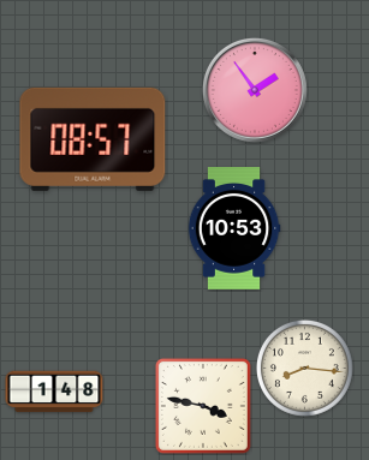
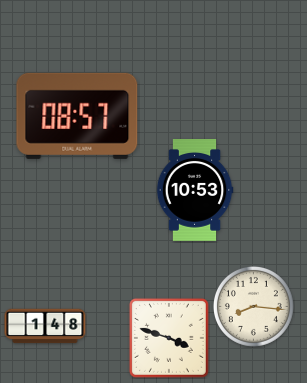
clock at (255, 90): 1:54 -> none
clock at (203, 406): 3:47 -> 3:48
